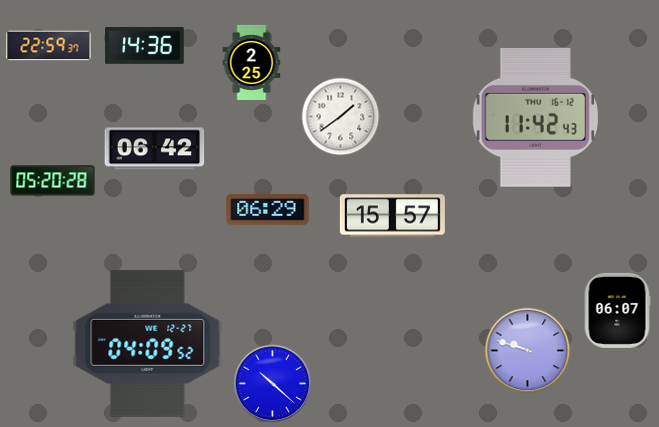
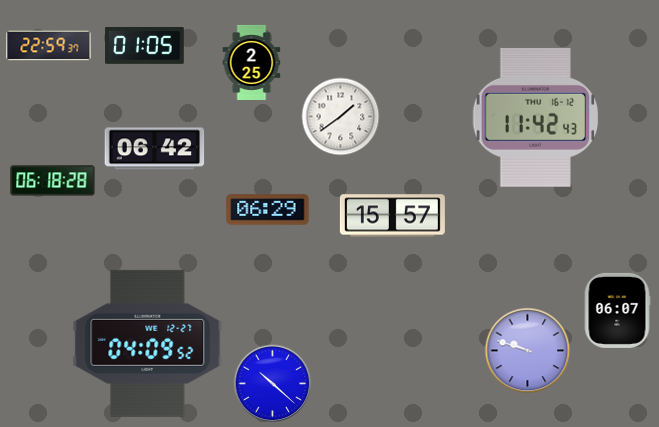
clock at (145, 45): 14:36 -> 01:05
clock at (53, 181): 05:20 -> 06:18
